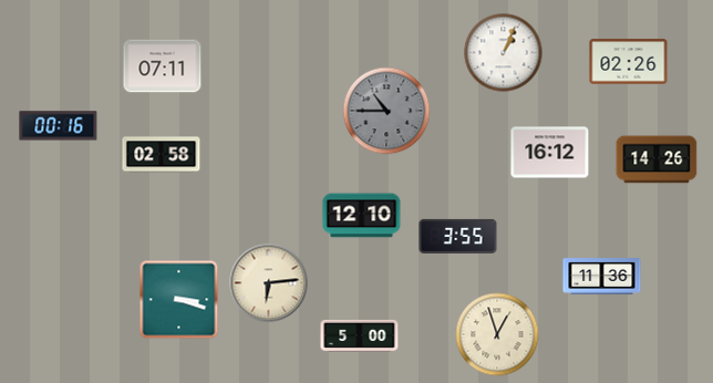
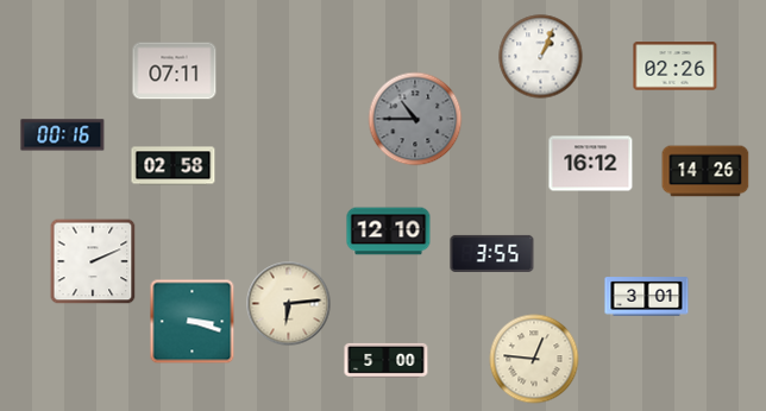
clock at (93, 261): none -> 2:11
clock at (602, 277): 11:36 -> 3:01
clock at (497, 334): 12:57 -> 12:46
